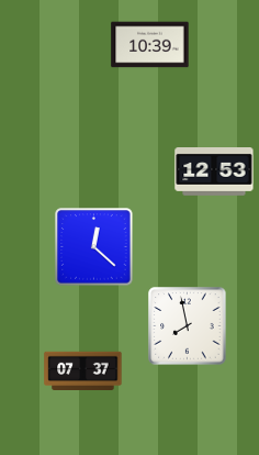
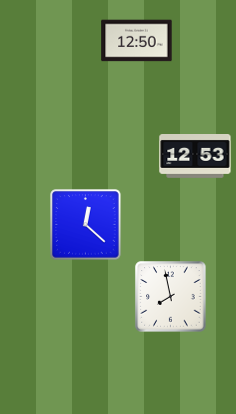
clock at (150, 45): 10:39 -> 12:50
clock at (83, 370): 07:37 -> none
